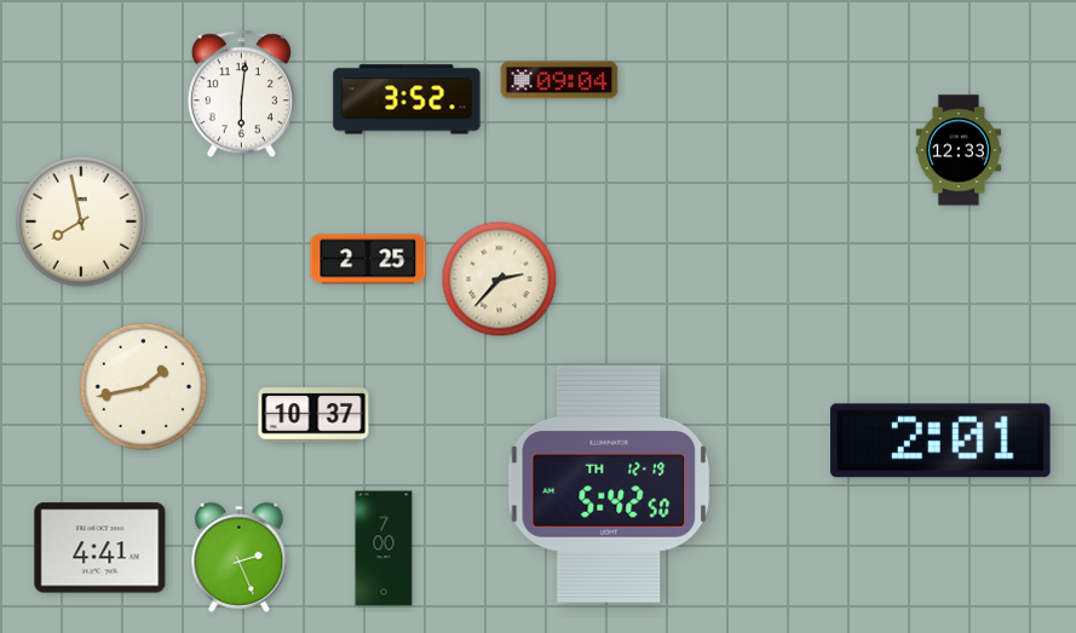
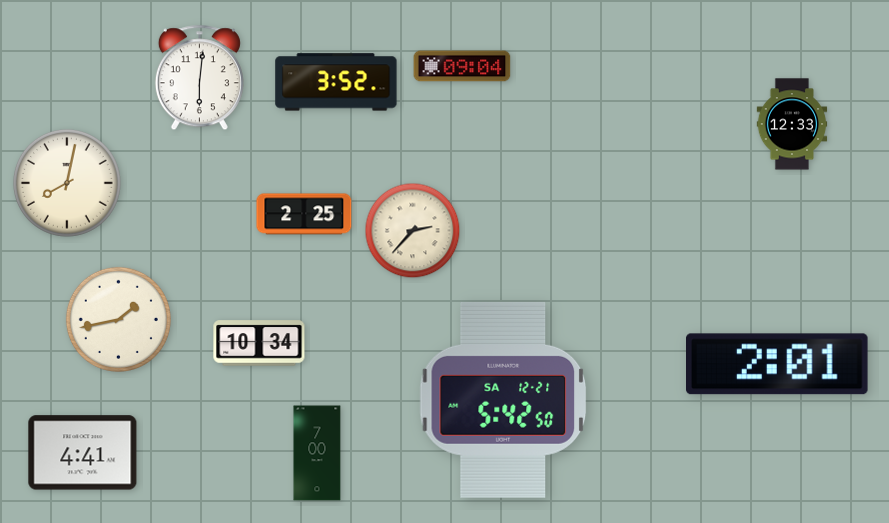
clock at (81, 221): 7:58 -> 8:02
clock at (313, 415): 10:37 -> 10:34
clock at (609, 484) date: TH 12-19 -> SA 12-21
clock at (240, 557): 2:26 -> none
